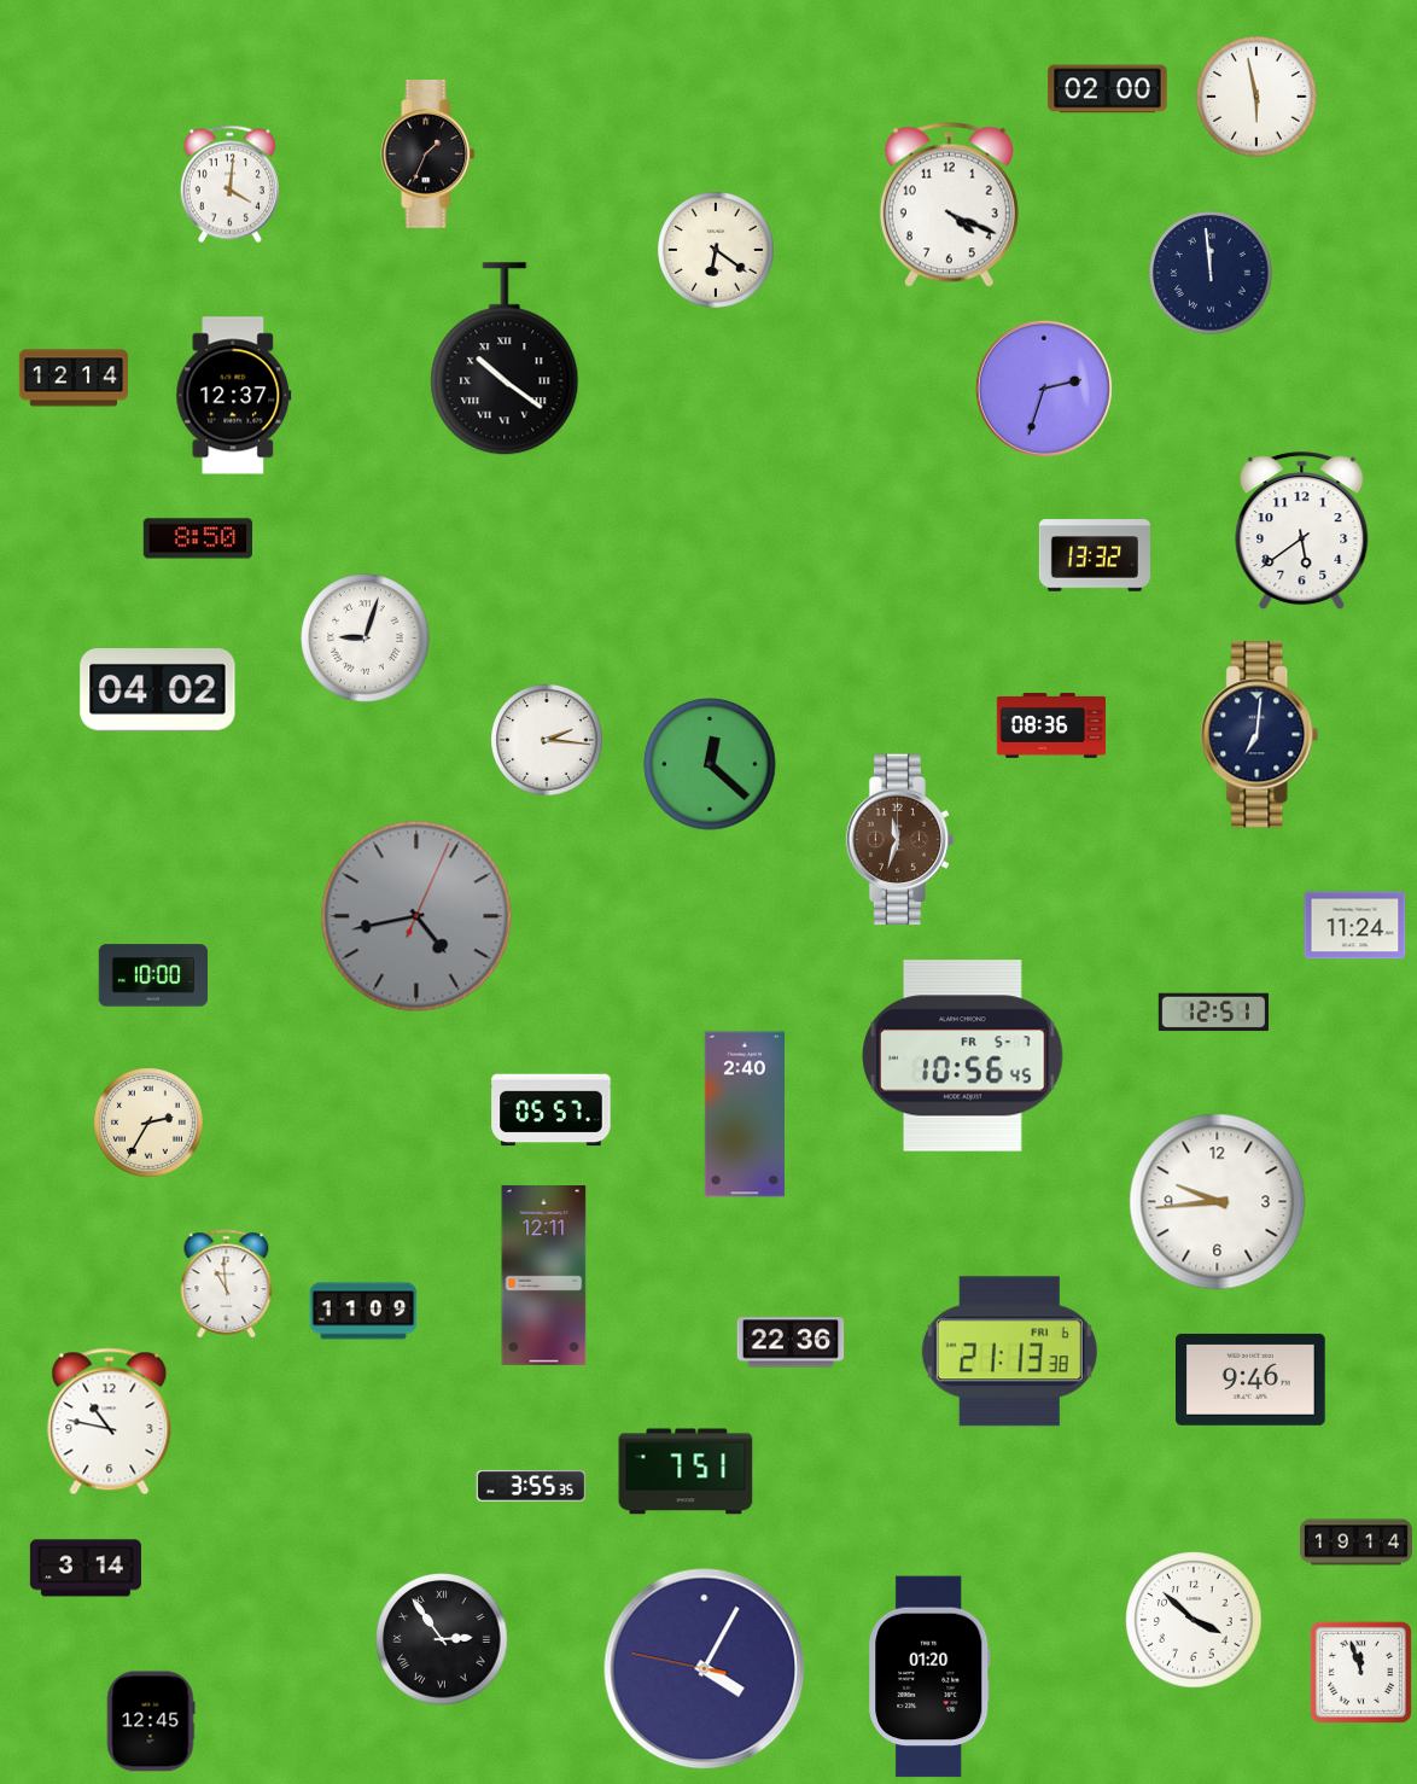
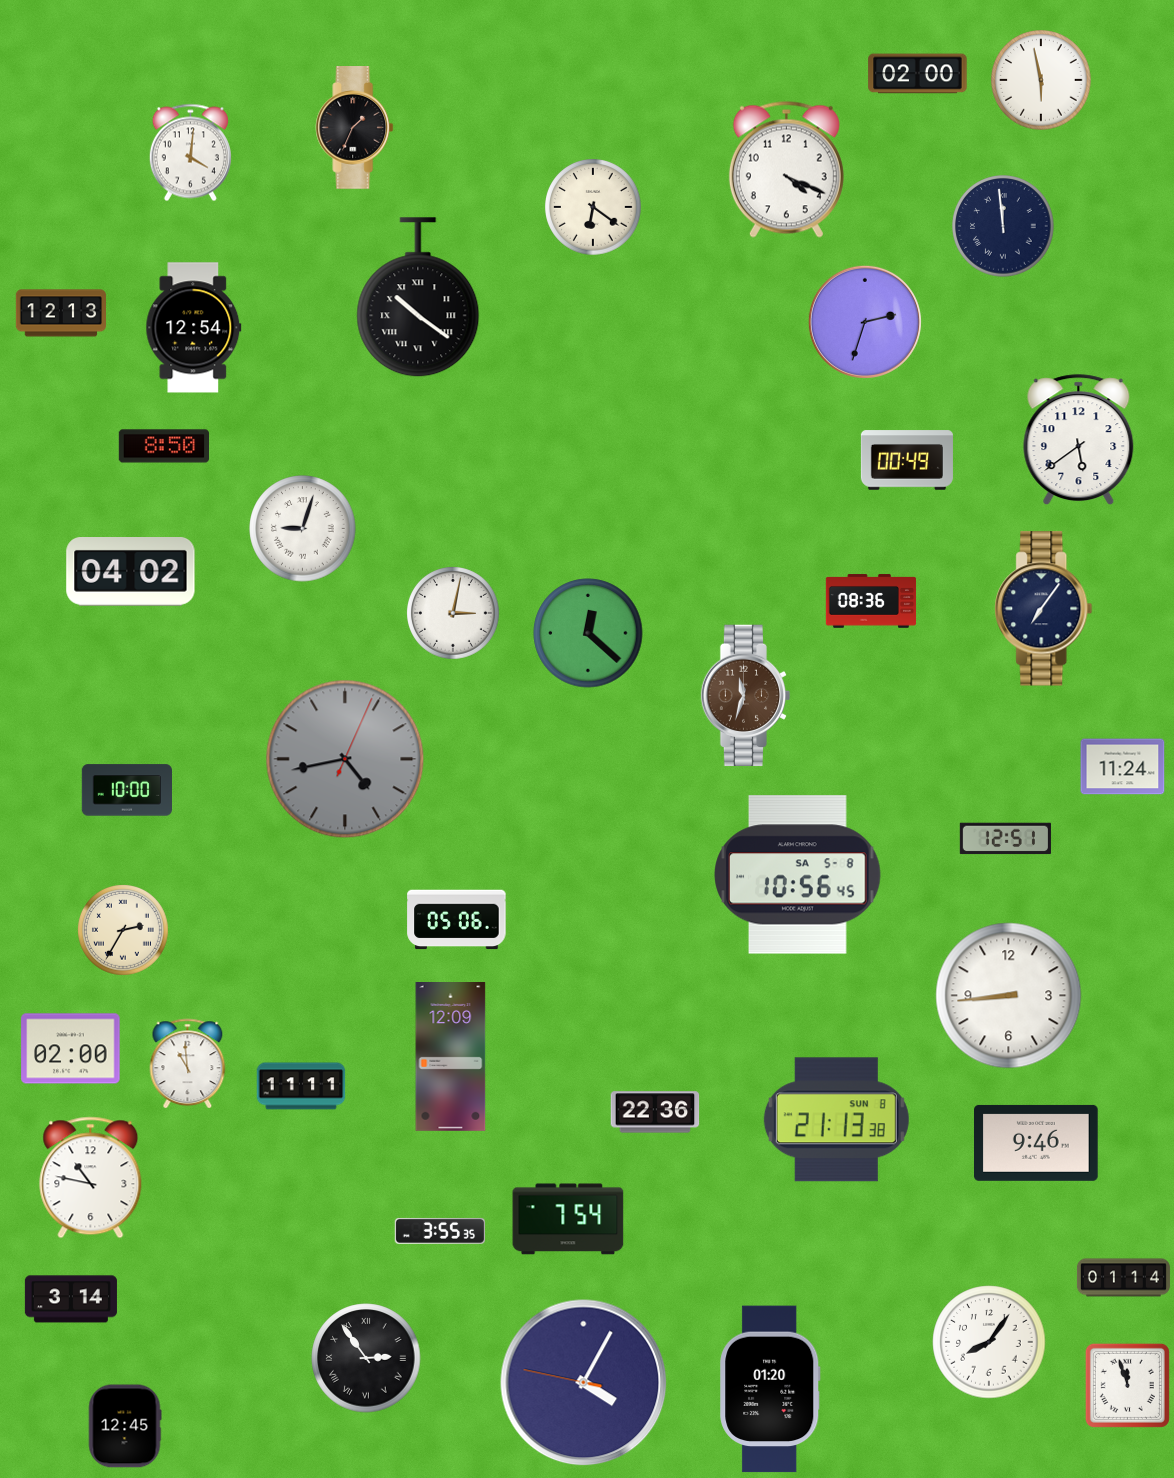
clock at (72, 378): 12:14 -> 12:13
clock at (234, 396): 12:37 -> 12:54
clock at (1095, 555): 13:32 -> 00:49
clock at (1260, 735): 7:01 -> 7:06
clock at (548, 741): 2:16 -> 3:02
clock at (152, 975) position: (152, 975) -> (126, 790)
clock at (963, 1056) date: FR 5-7 -> SA 5-8
clock at (552, 1110): 05:57 -> 05:06
clock at (745, 1114): 2:40 -> none
clock at (1218, 1202): 9:44 -> 8:44
clock at (71, 1049): none -> 02:00
clock at (544, 1276): 12:11 -> 12:09
clock at (363, 1311): 11:09 -> 11:11
clock at (1009, 1352) date: FRI 6 -> SUN 8
clock at (686, 1471): 7:51 -> 7:54
clock at (1355, 1543): 19:14 -> 01:14
clock at (1194, 1620): 3:52 -> 8:06
